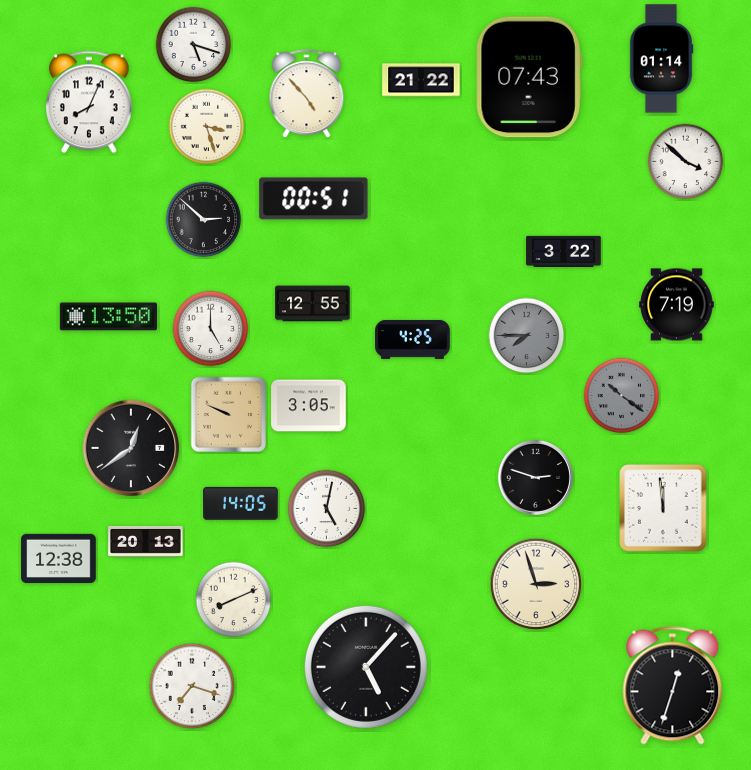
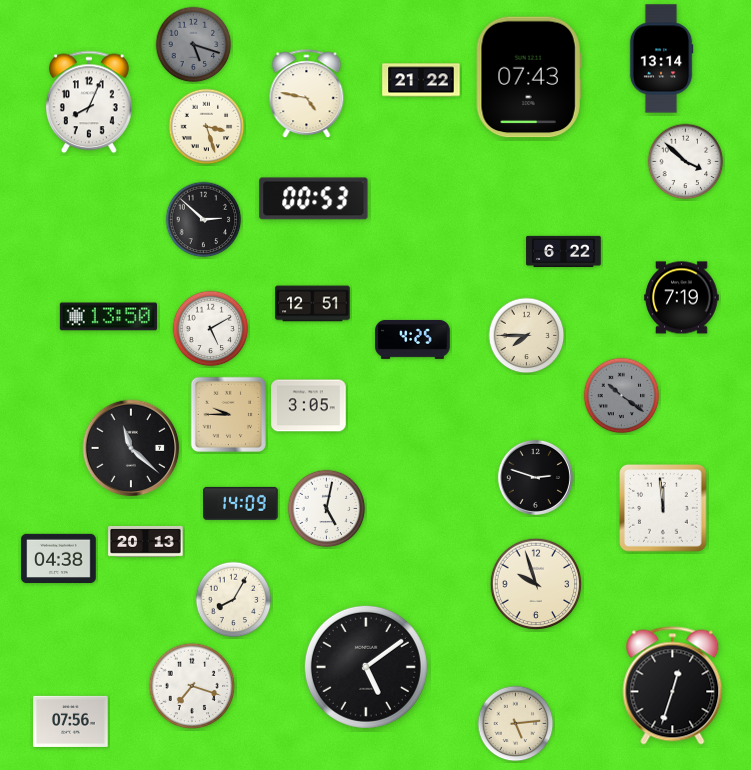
clock at (194, 45) dial: white -> grey
clock at (661, 59): 01:14 -> 13:14
clock at (307, 94): 4:53 -> 4:47
clock at (314, 199): 00:51 -> 00:53
clock at (564, 251): 3:22 -> 6:22
clock at (313, 304): 12:55 -> 12:51
clock at (677, 305) position: (677, 305) -> (682, 298)
clock at (211, 329): 5:00 -> 5:10
clock at (527, 336) dial: grey -> cream
clock at (228, 414): 9:49 -> 9:45
clock at (131, 448): 12:39 -> 11:22
clock at (241, 503): 14:05 -> 14:09
clock at (59, 559): 12:38 -> 04:38
clock at (536, 584): 2:57 -> 9:57
clock at (234, 600): 8:11 -> 8:05
clock at (366, 667): 5:07 -> 5:09
clock at (71, 721): none -> 07:56
clock at (516, 724): none -> 5:14
